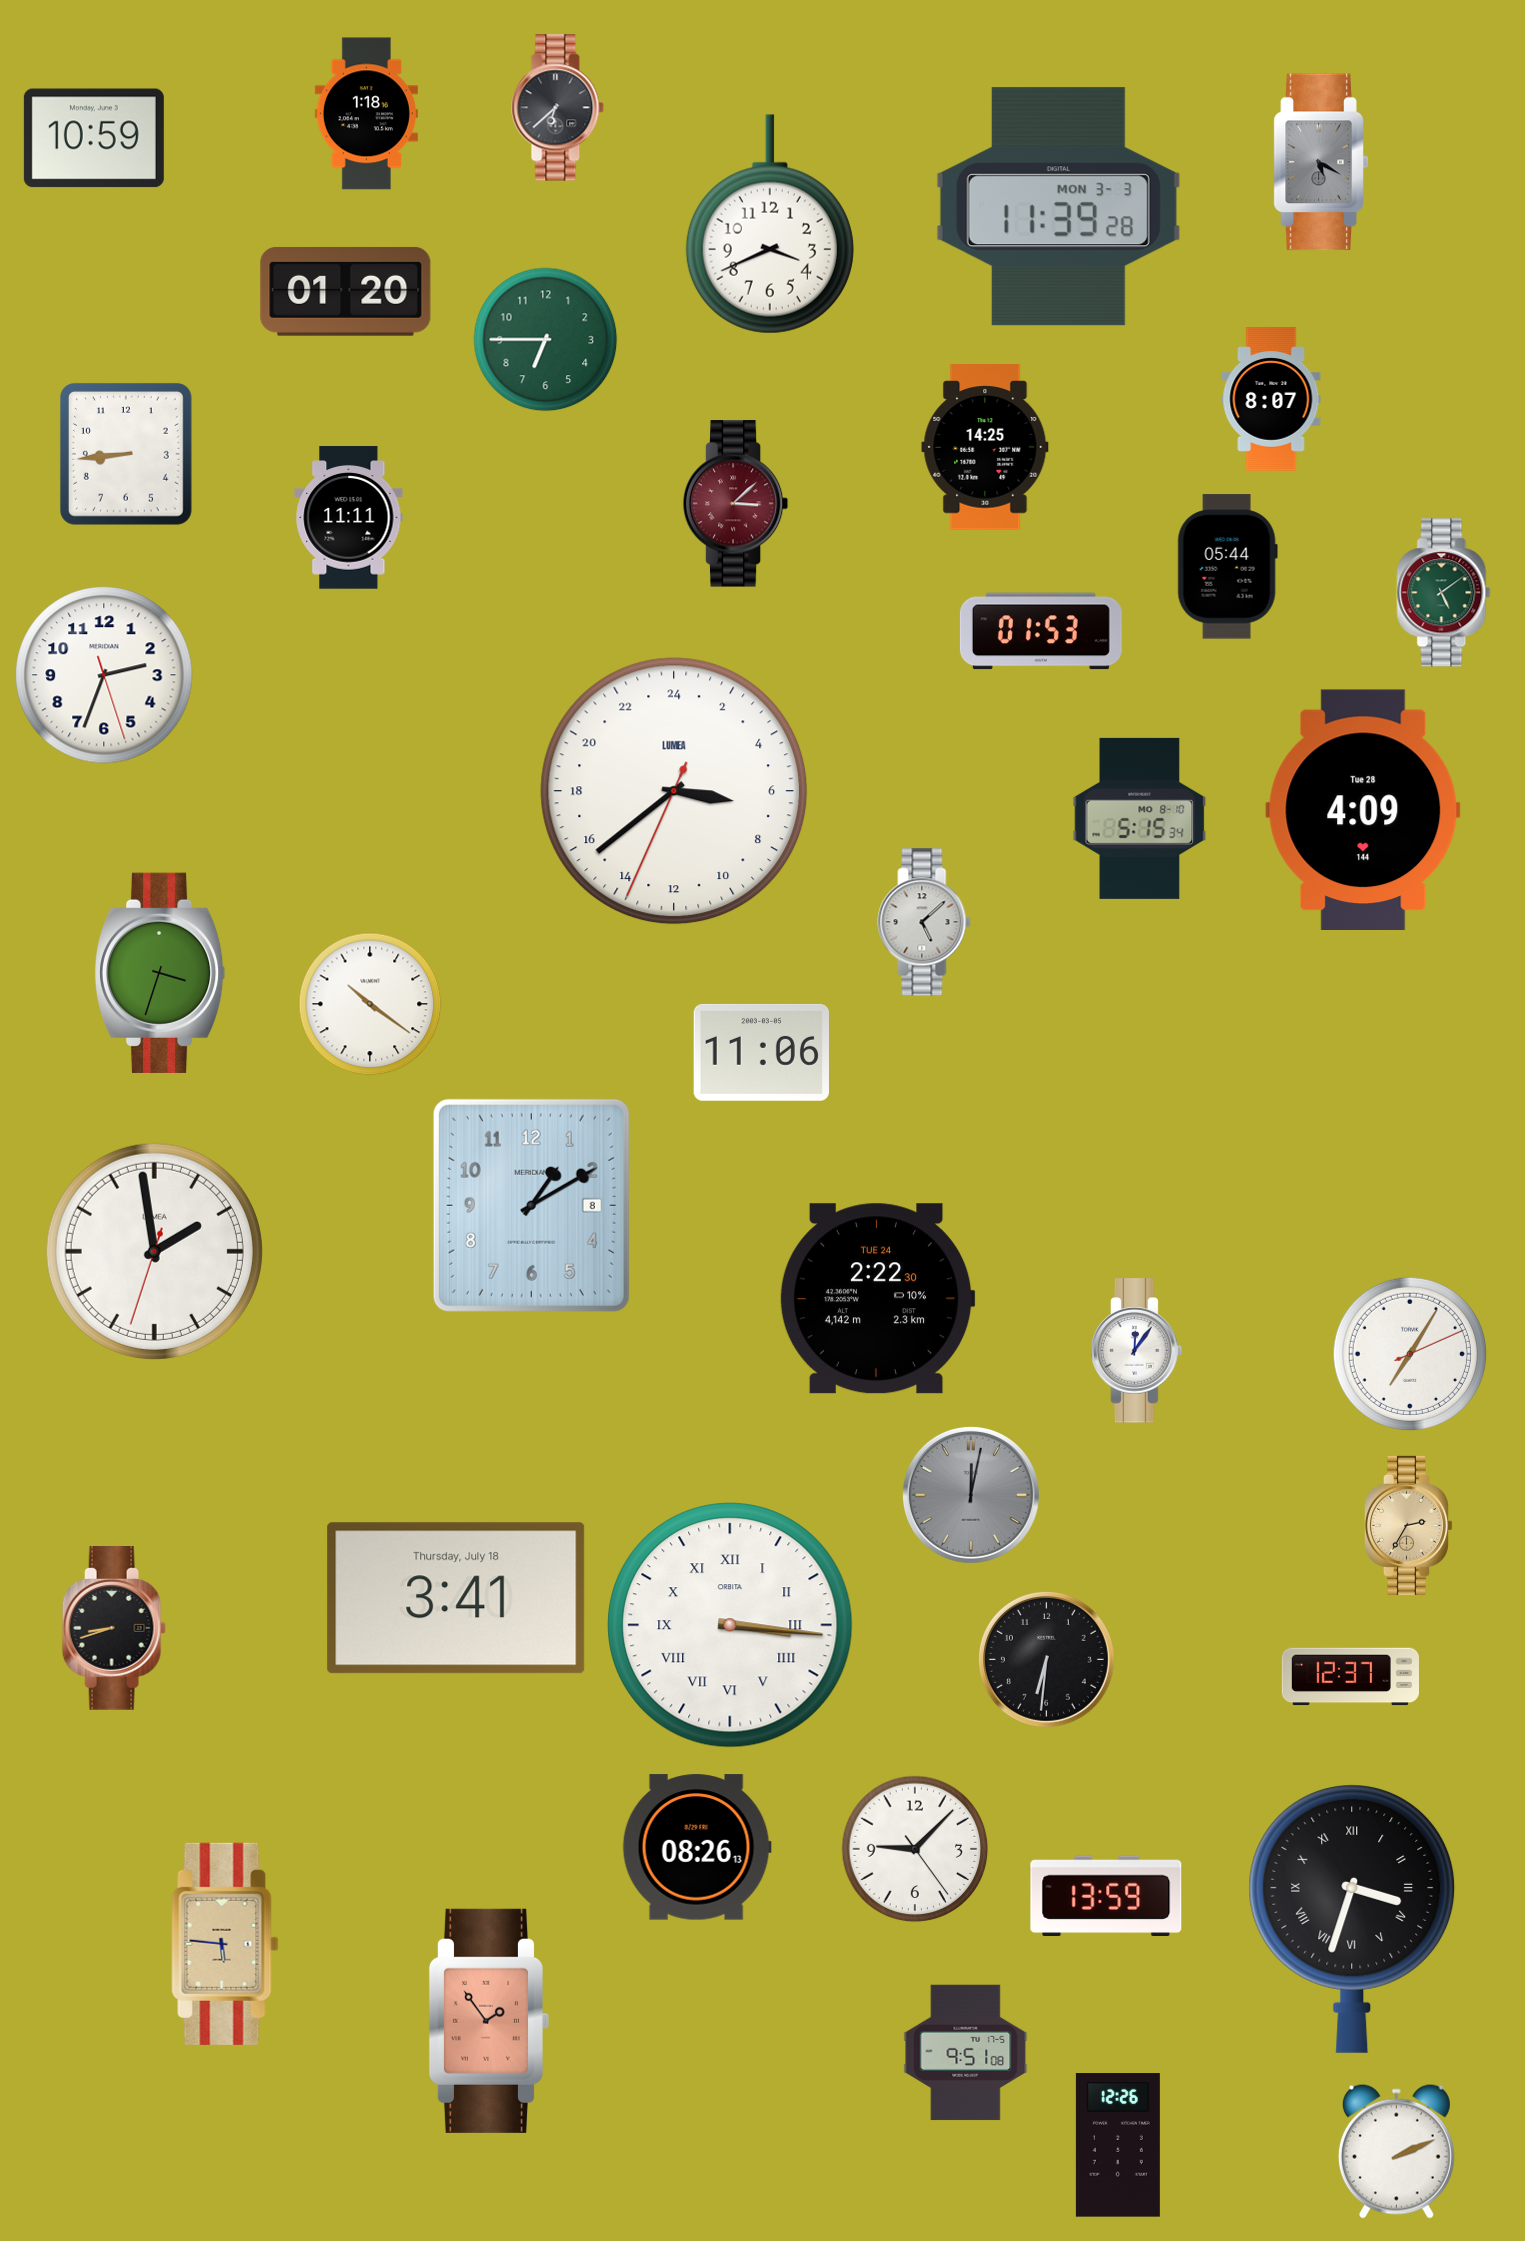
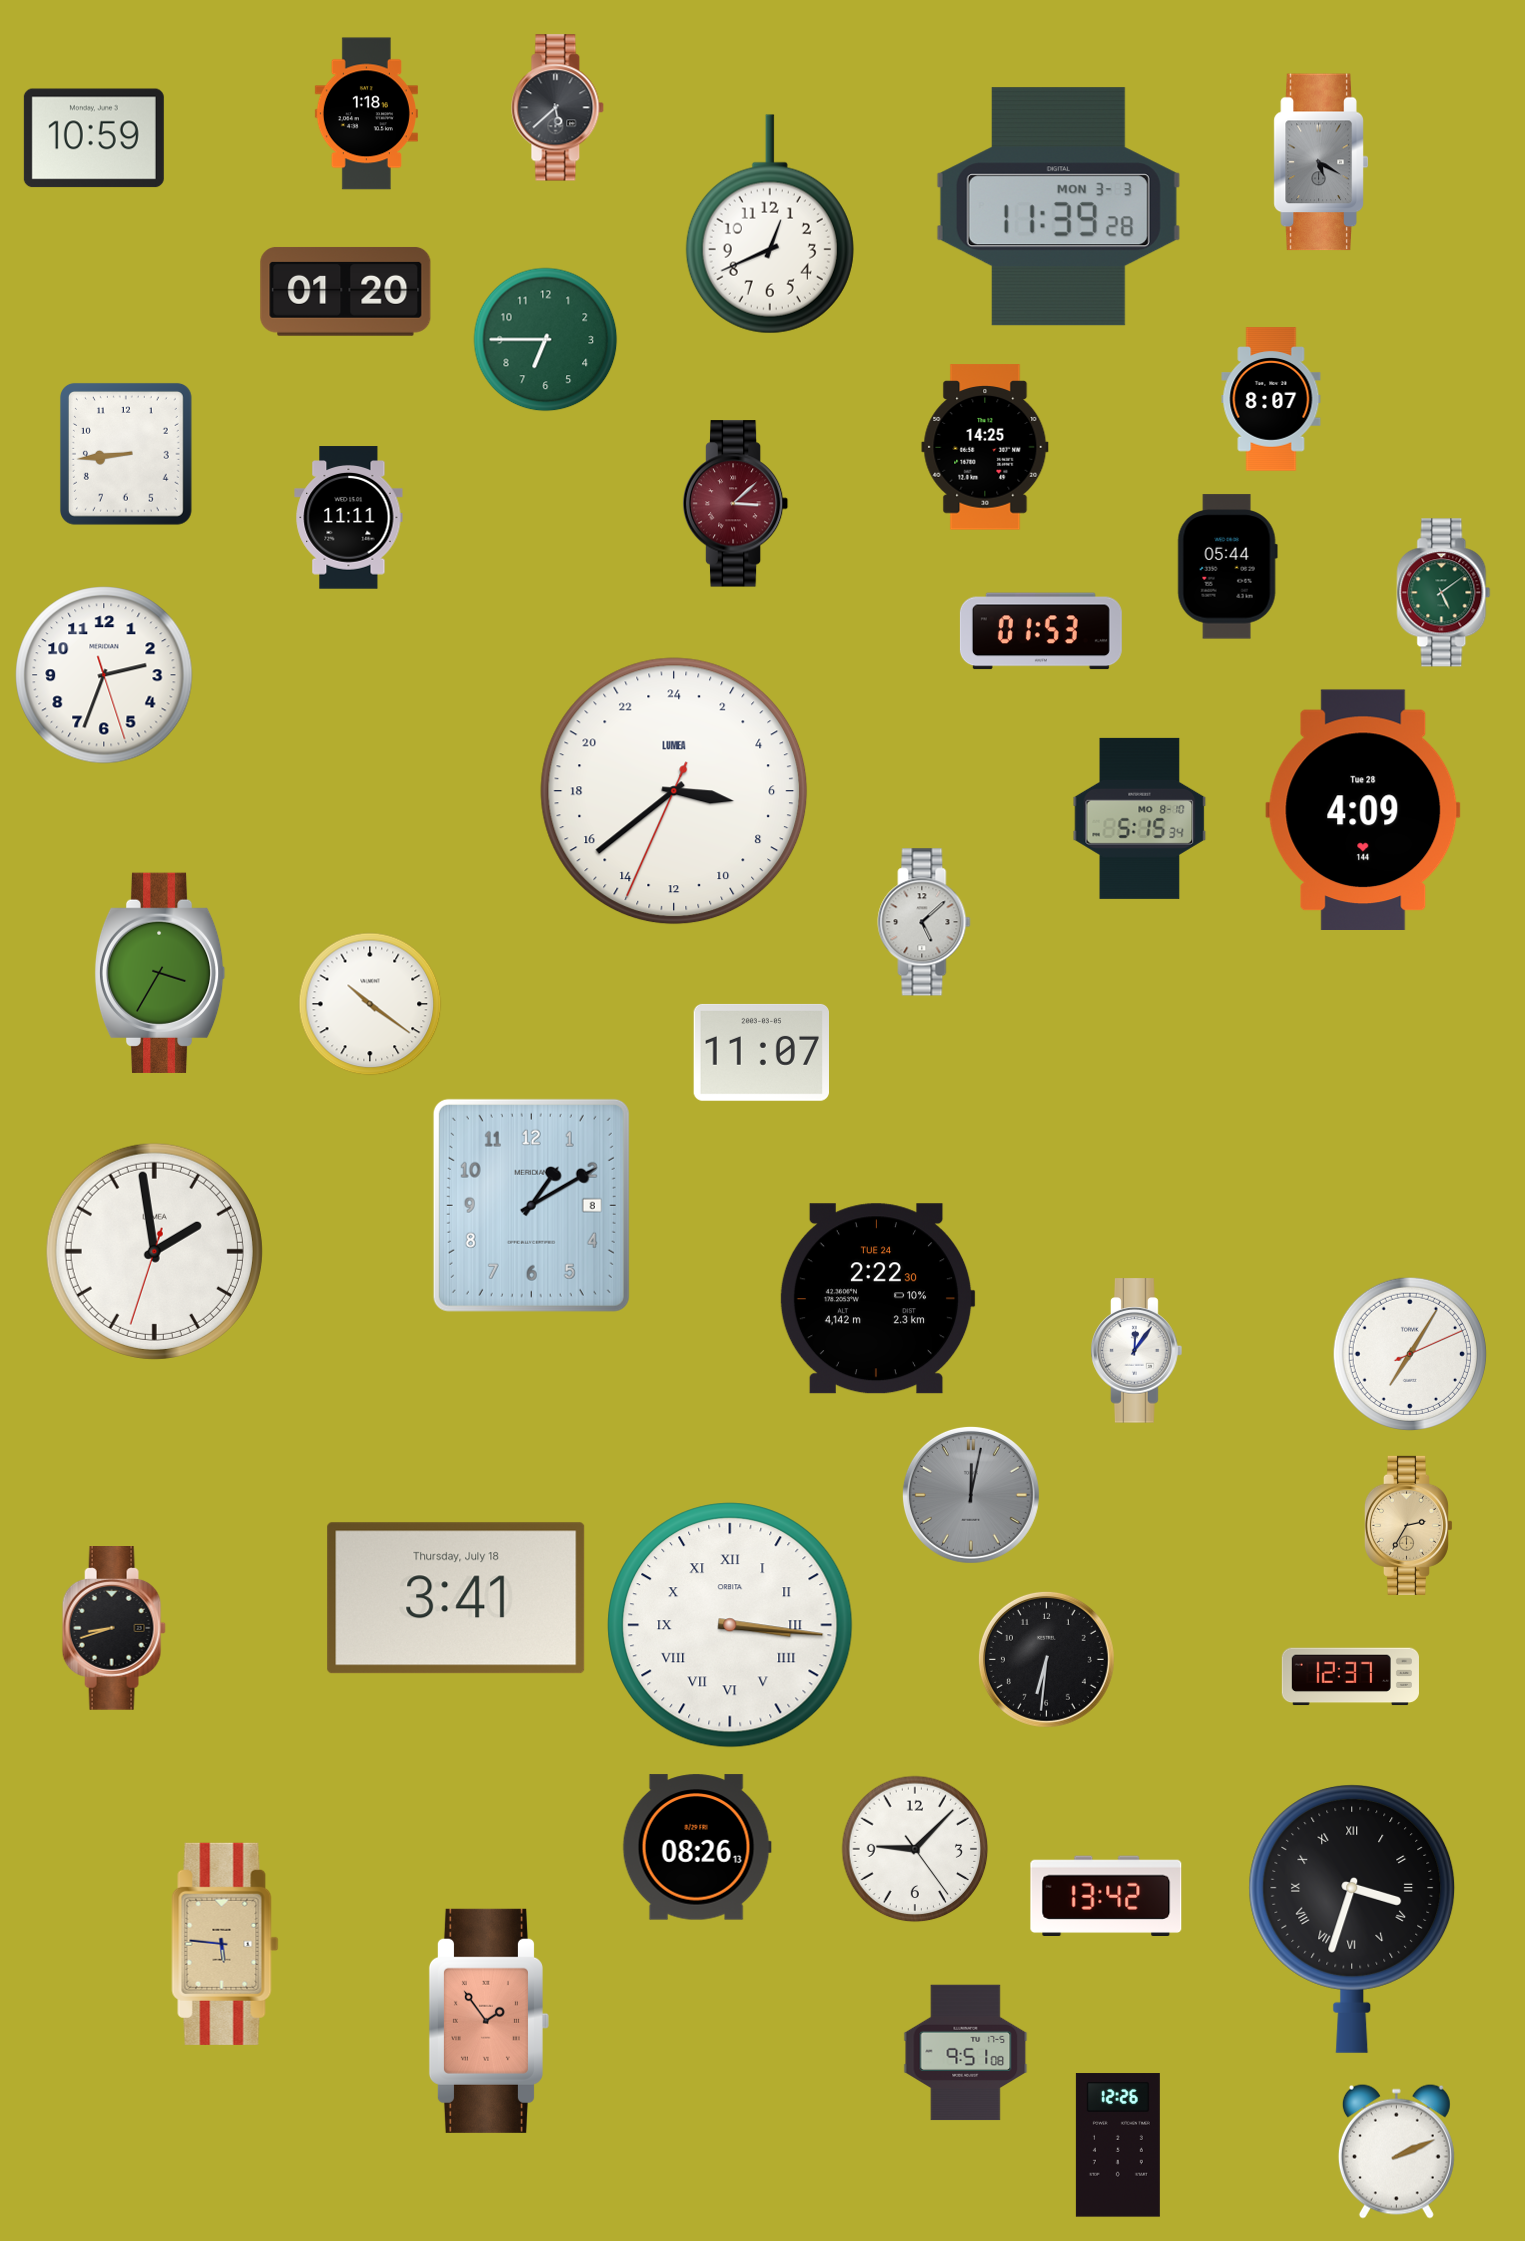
clock at (558, 108): 6:38 -> 5:38
clock at (770, 224): 3:41 -> 12:41
clock at (160, 973): 3:33 -> 3:35
clock at (762, 1052): 11:06 -> 11:07
clock at (1106, 1896): 13:59 -> 13:42
